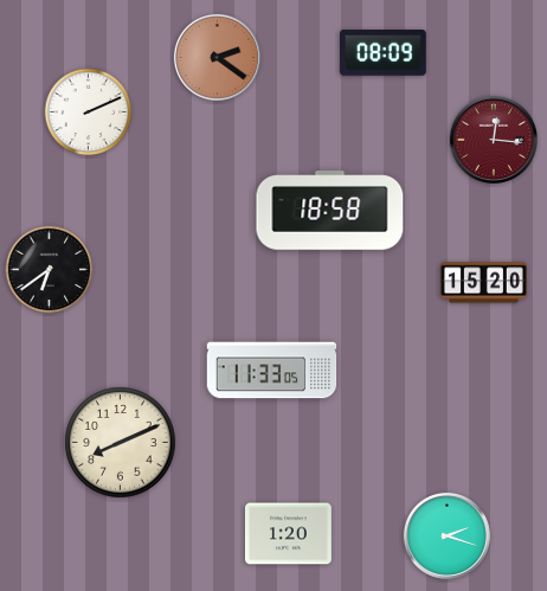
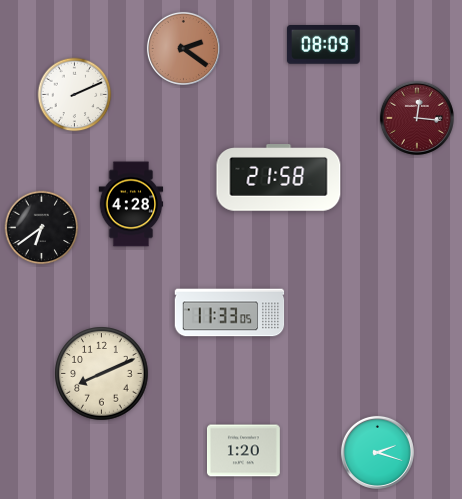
clock at (330, 211): 18:58 -> 21:58
clock at (131, 204): none -> 4:28
clock at (484, 283): 15:20 -> none
